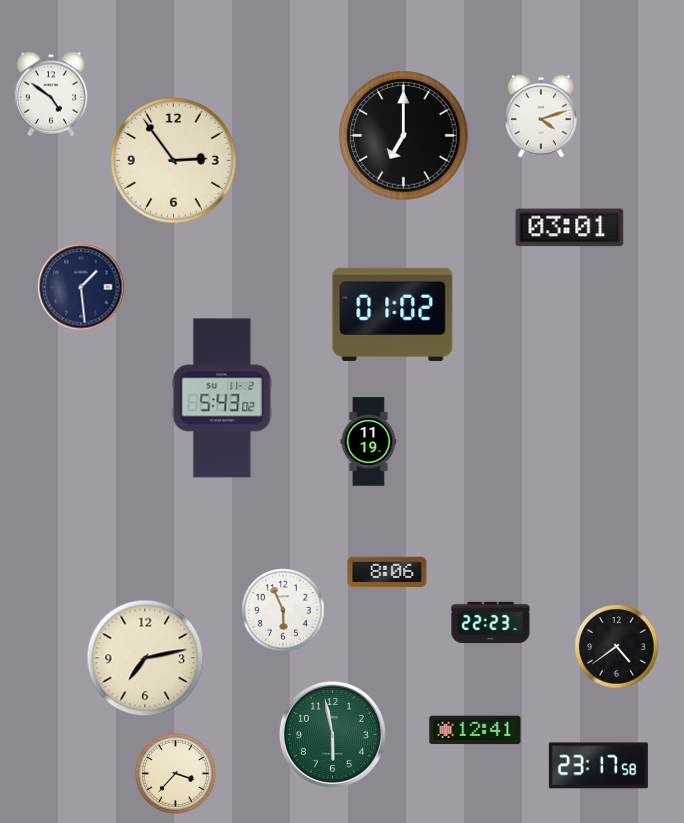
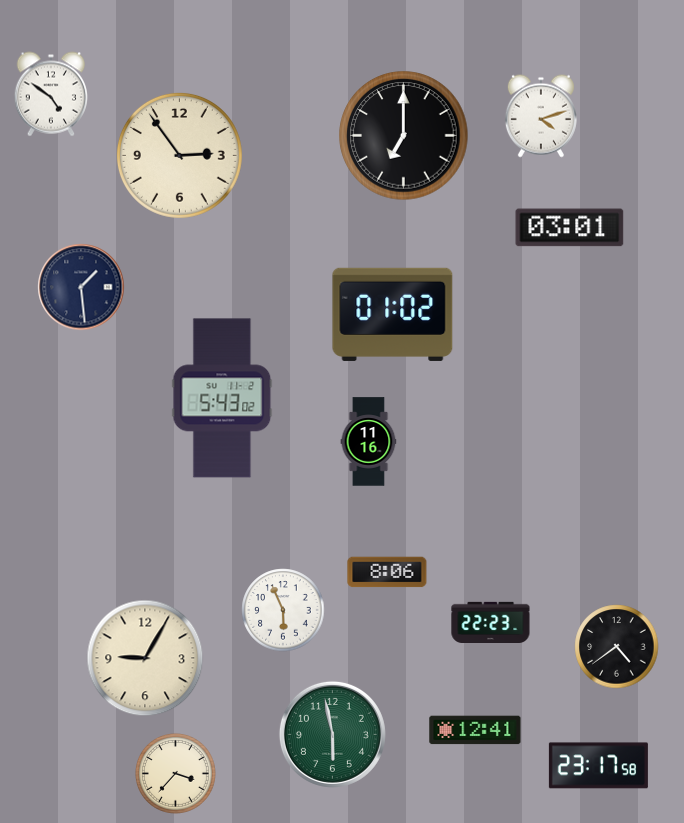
clock at (173, 160) position: (173, 160) -> (179, 155)
clock at (369, 442): 11:19 -> 11:16
clock at (145, 658): 7:13 -> 9:05
